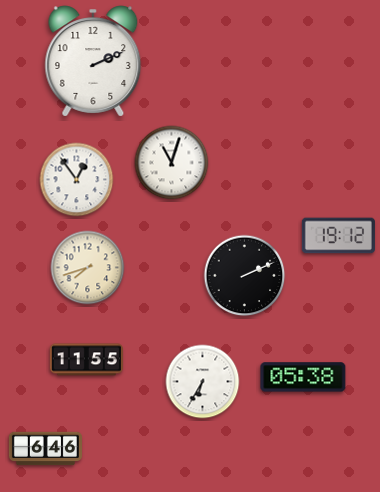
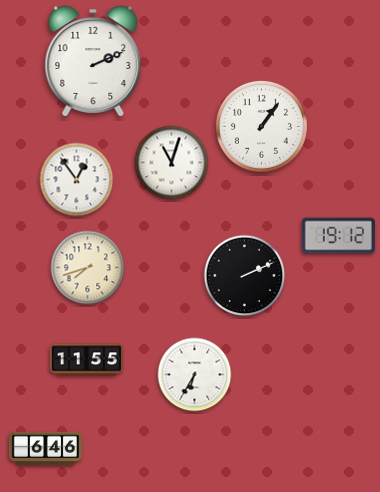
clock at (261, 126): none -> 1:06
clock at (303, 377): 05:38 -> none
clock at (203, 382) position: (203, 382) -> (195, 375)
